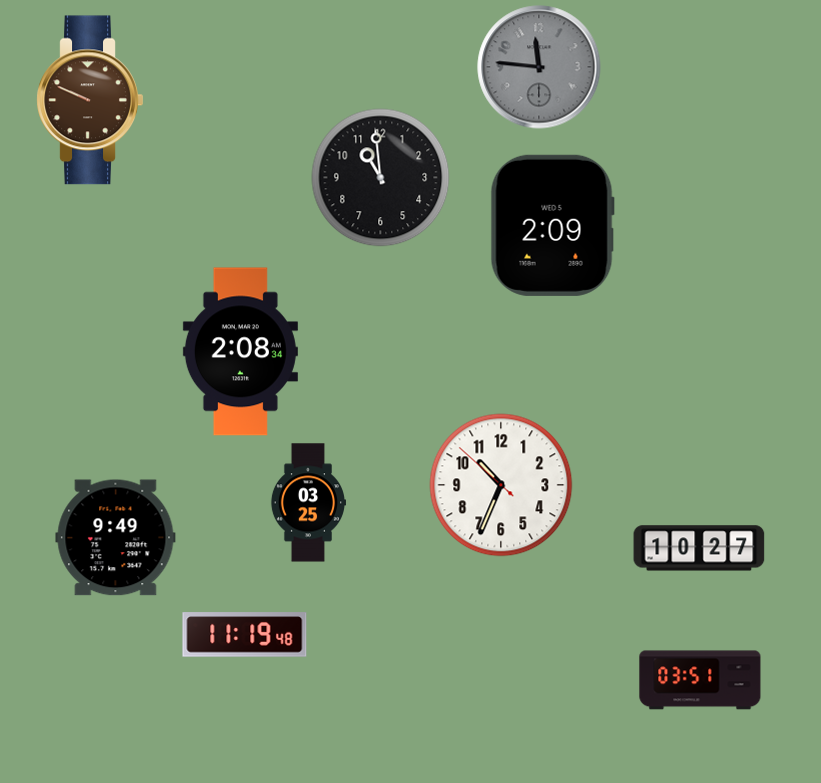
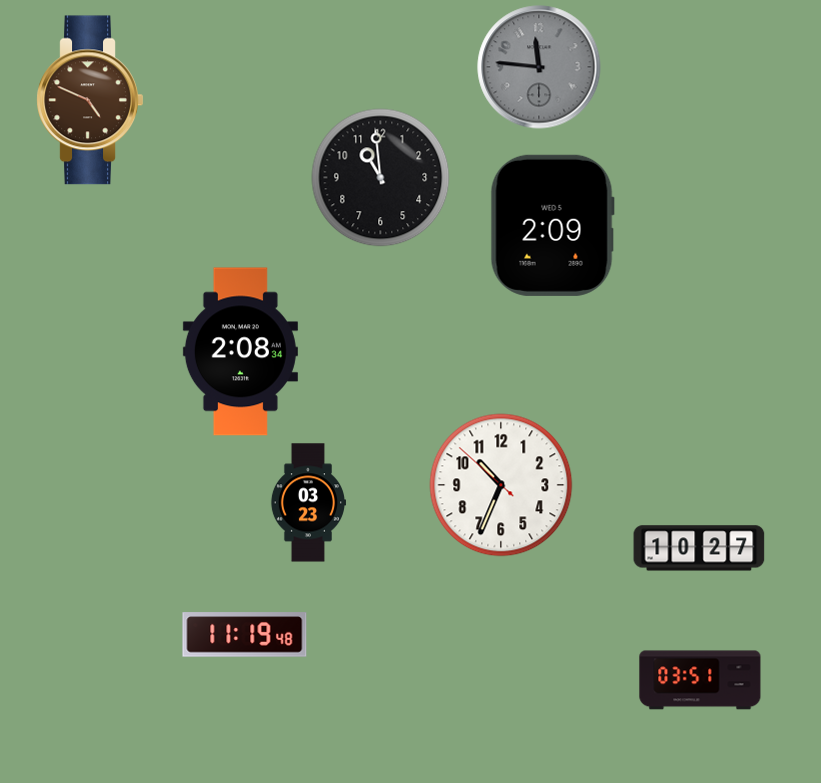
clock at (90, 100): 9:49 -> 4:49
clock at (308, 503): 03:25 -> 03:23
clock at (116, 538): 9:49 -> none
